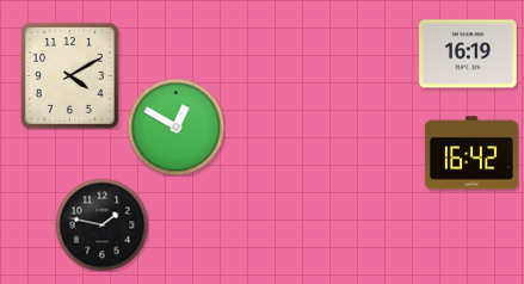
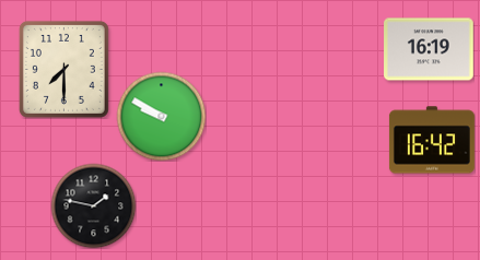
clock at (69, 75): 4:10 -> 7:30
clock at (175, 126): 12:50 -> 9:50
